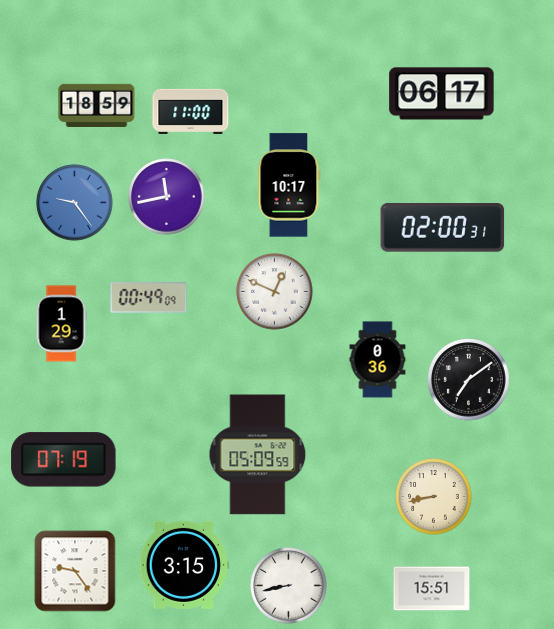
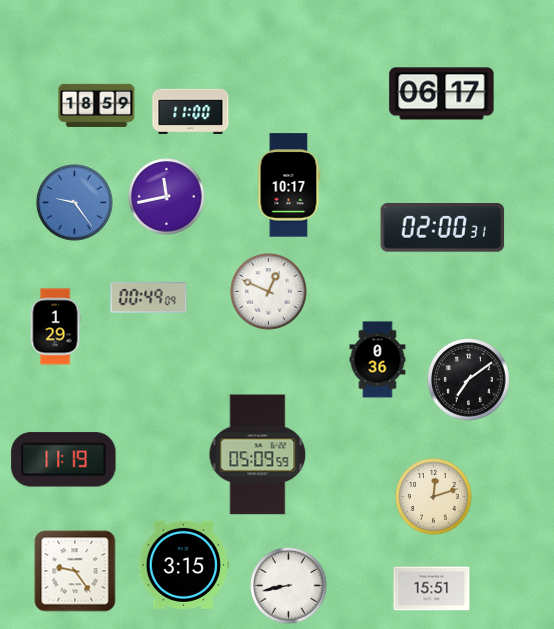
clock at (275, 292) position: (275, 292) -> (269, 292)
clock at (61, 324) position: (61, 324) -> (55, 327)
clock at (64, 460): 07:19 -> 11:19
clock at (434, 497): 8:43 -> 12:12
